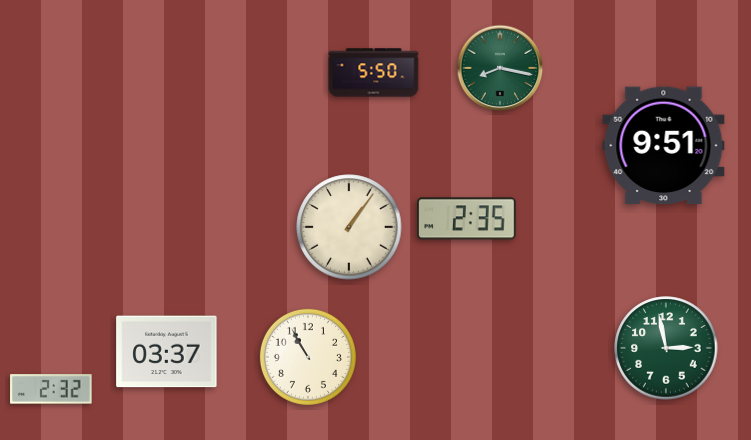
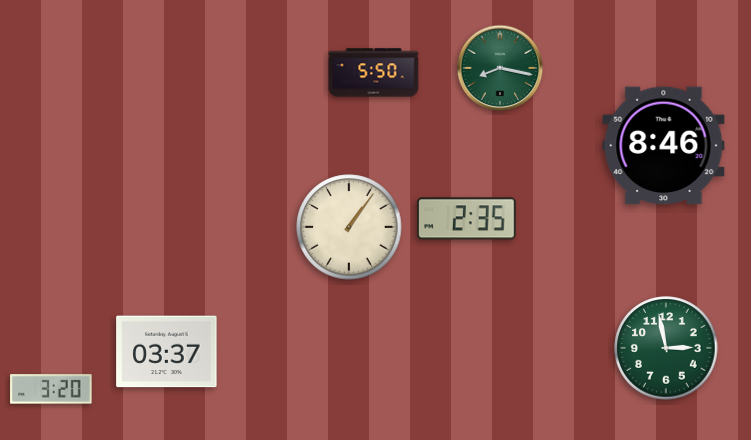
clock at (664, 146): 9:51 -> 8:46
clock at (308, 357): 10:55 -> none
clock at (51, 389): 2:32 -> 3:20
